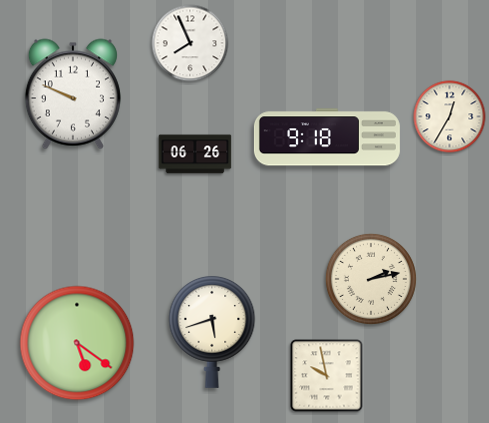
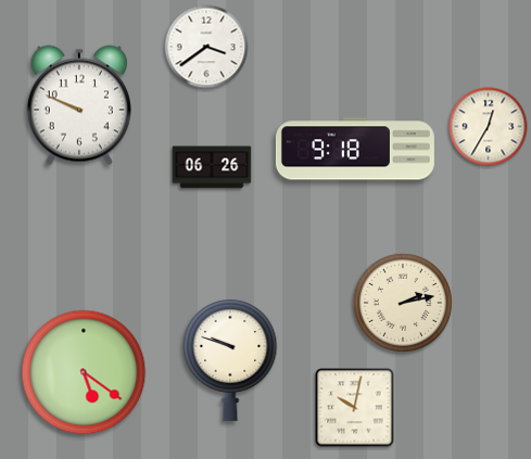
clock at (190, 43): 7:56 -> 3:39
clock at (73, 94) position: (73, 94) -> (79, 105)
clock at (212, 331): 5:42 -> 9:48
clock at (327, 376): 9:58 -> 10:02
